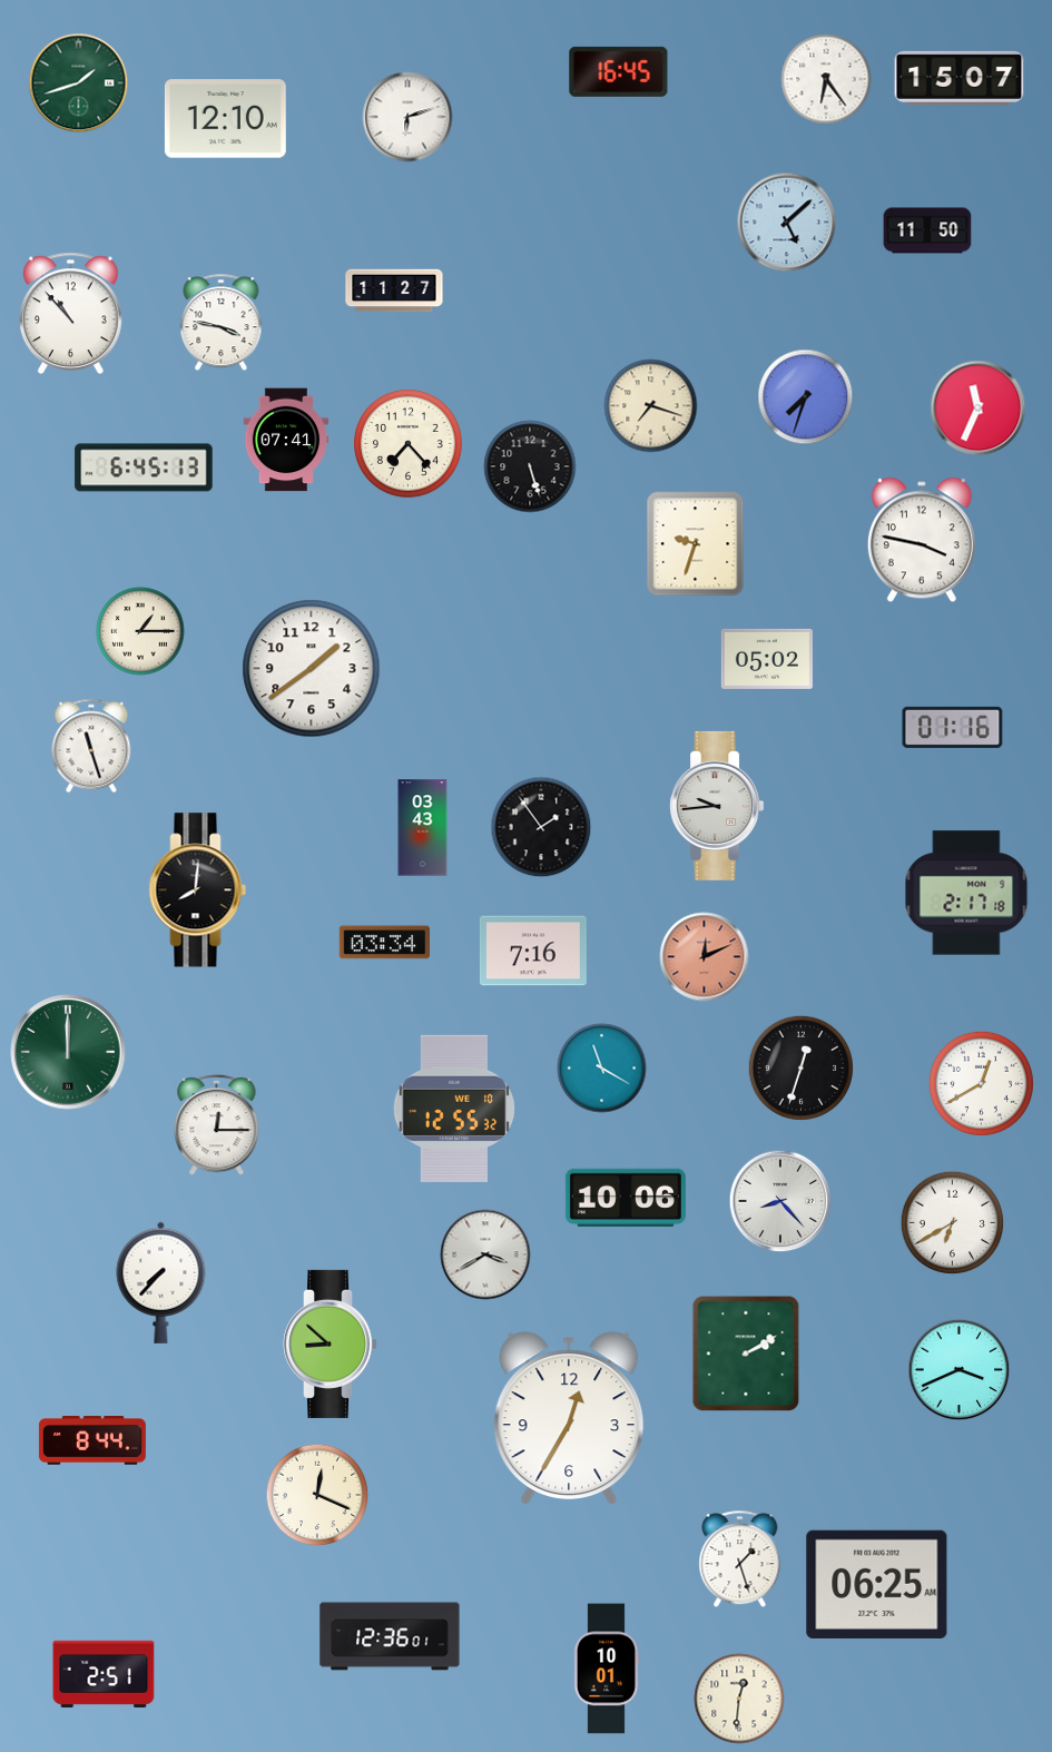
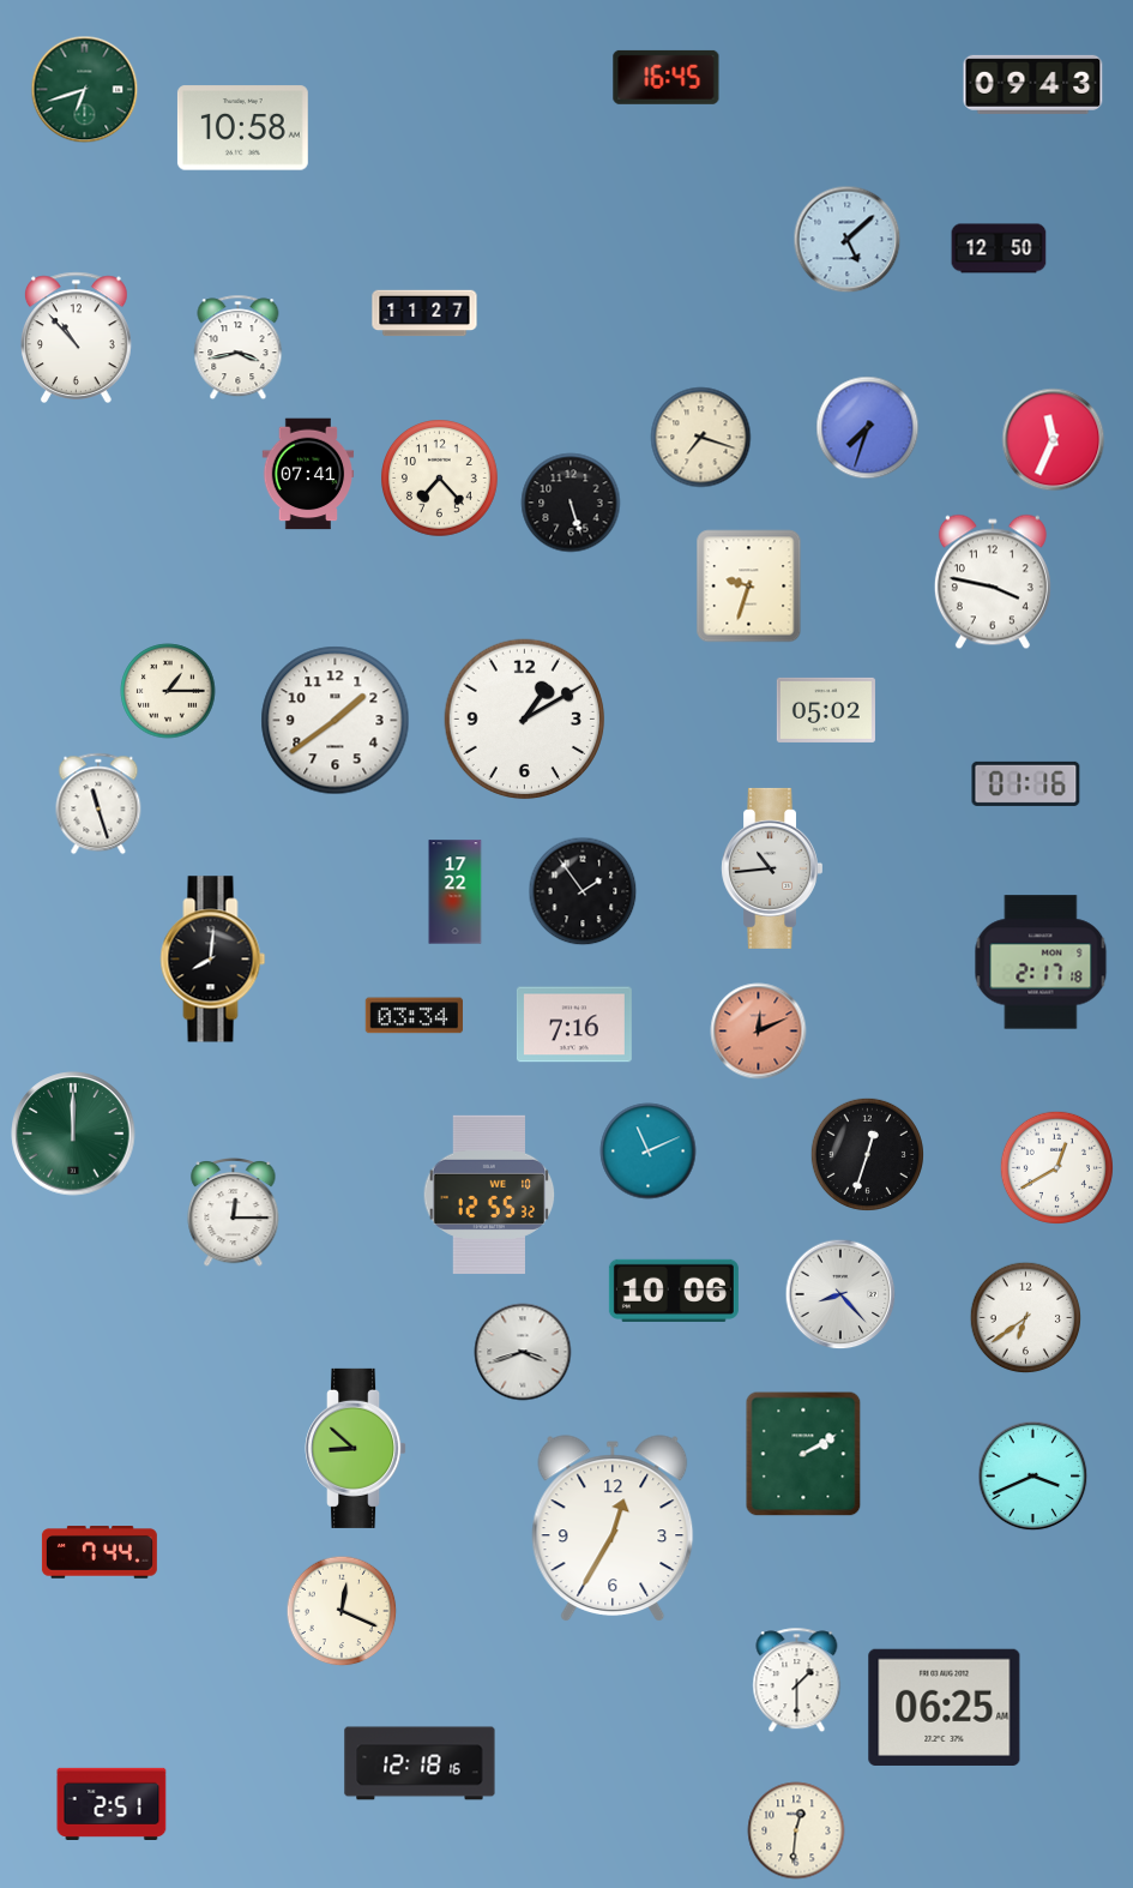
clock at (960, 78): 15:07 -> 09:43
clock at (826, 79): 6:24 -> none
clock at (79, 83): 1:42 -> 6:42
clock at (407, 117): 6:12 -> none
clock at (225, 119): 12:10 -> 10:58
clock at (927, 230): 11:50 -> 12:50
clock at (222, 323): 3:47 -> 3:43
clock at (144, 467): 6:45 -> none
clock at (140, 631) position: (140, 631) -> (168, 691)
clock at (525, 720): none -> 1:10
clock at (716, 806): 9:44 -> 10:44
clock at (423, 828): 03:43 -> 17:22
clock at (800, 1067) position: (800, 1067) -> (867, 1154)
clock at (602, 1069): 11:20 -> 11:11
clock at (953, 1223): 6:40 -> 6:39
clock at (485, 1254): 3:40 -> 3:42
clock at (161, 1282): 7:37 -> none
clock at (746, 1354) position: (746, 1354) -> (803, 1454)
clock at (92, 1440): 8:44 -> 7:44
clock at (740, 1559): 1:27 -> 1:30
clock at (390, 1636): 12:36 -> 12:18
clock at (607, 1669): 10:01 -> none
